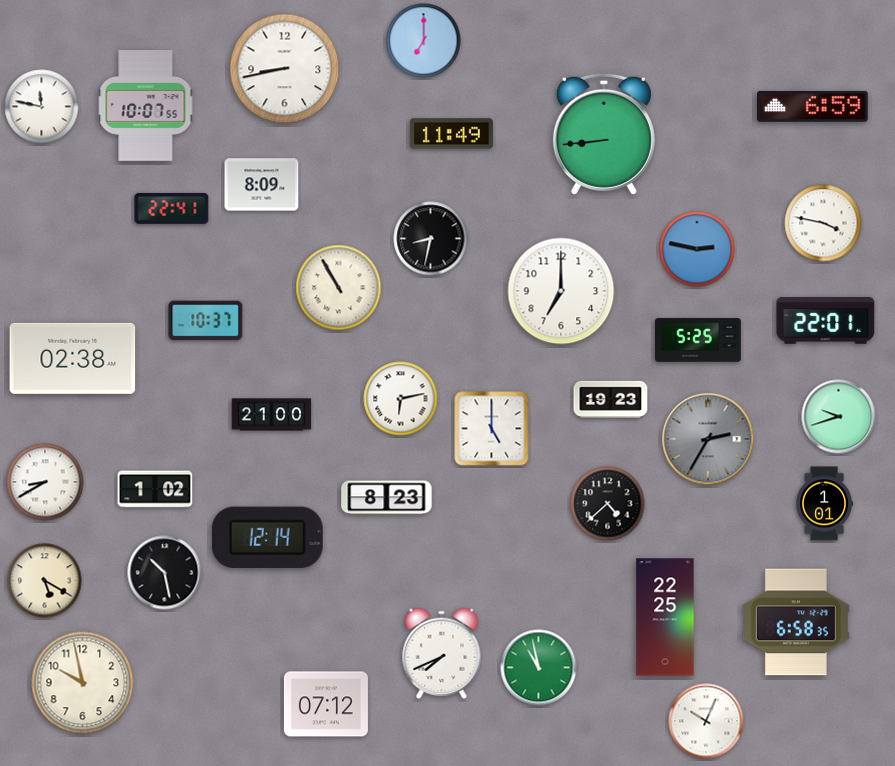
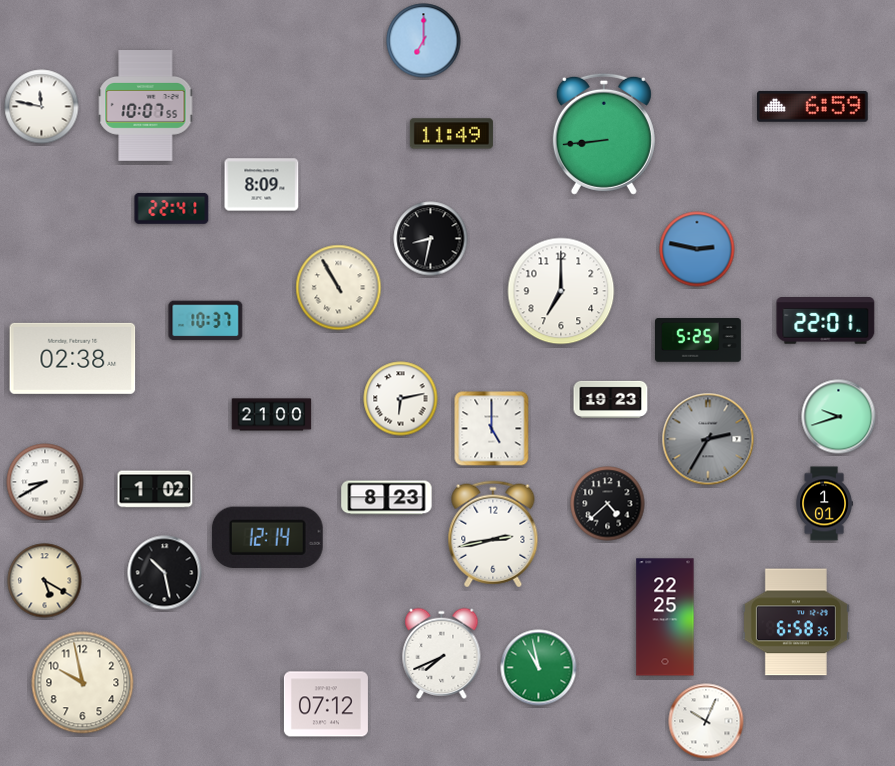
clock at (285, 69): 8:43 -> none
clock at (823, 223): 3:47 -> none
clock at (493, 534): none -> 2:43
